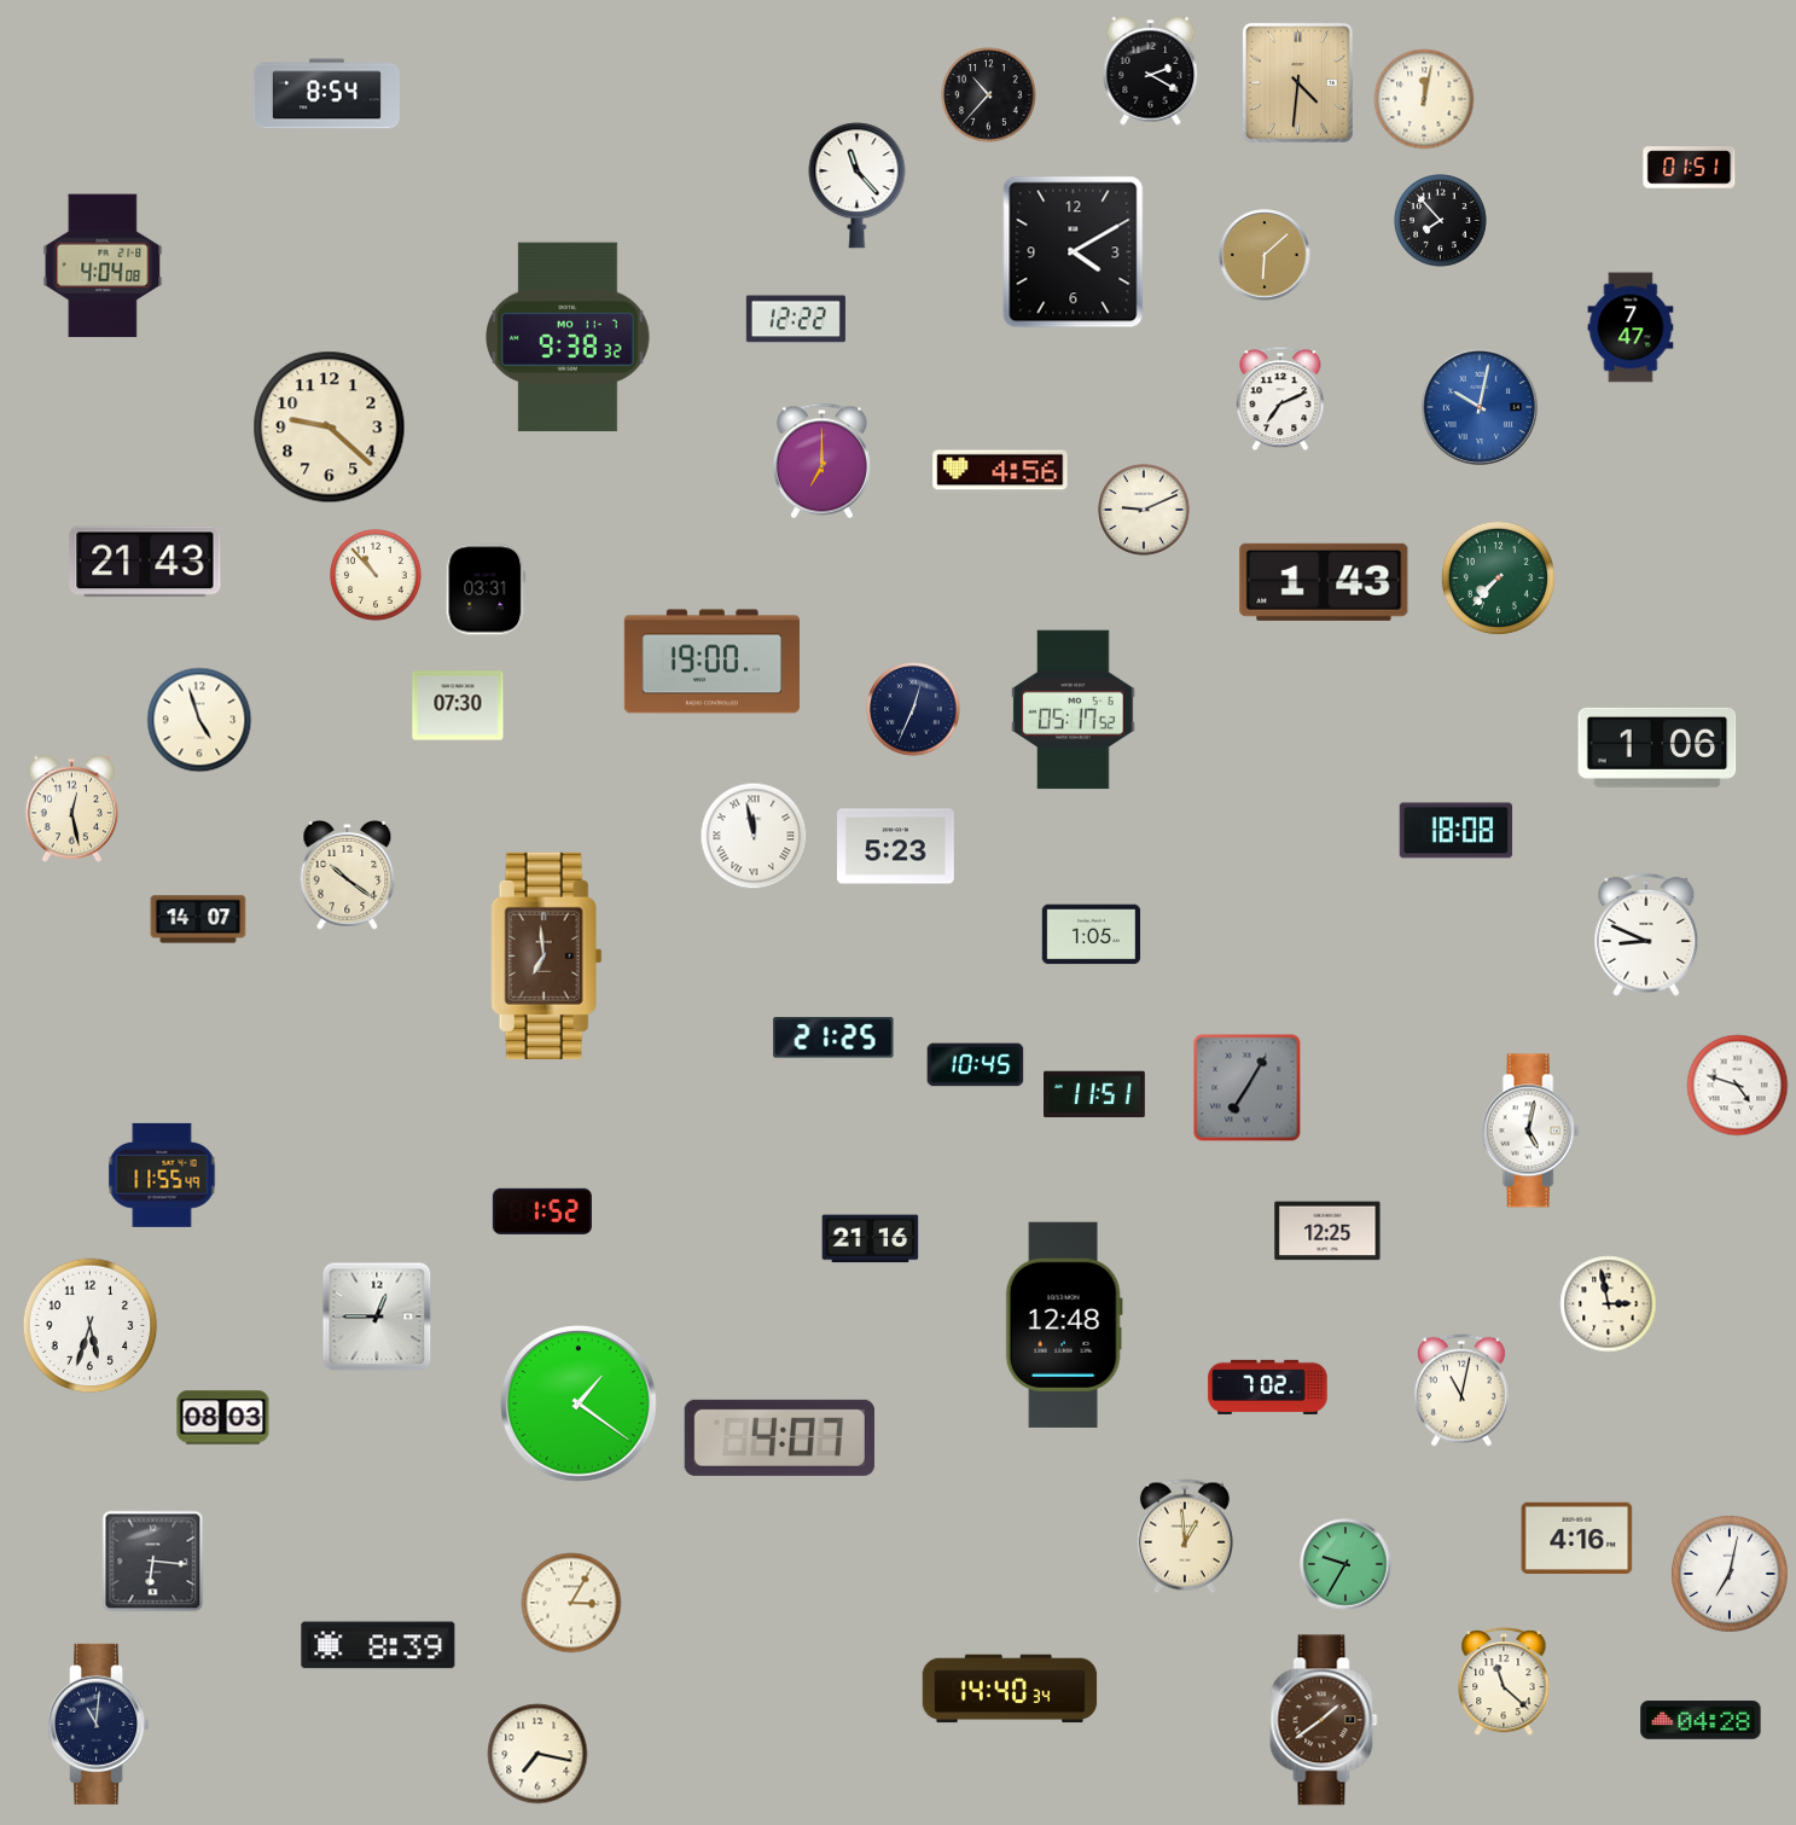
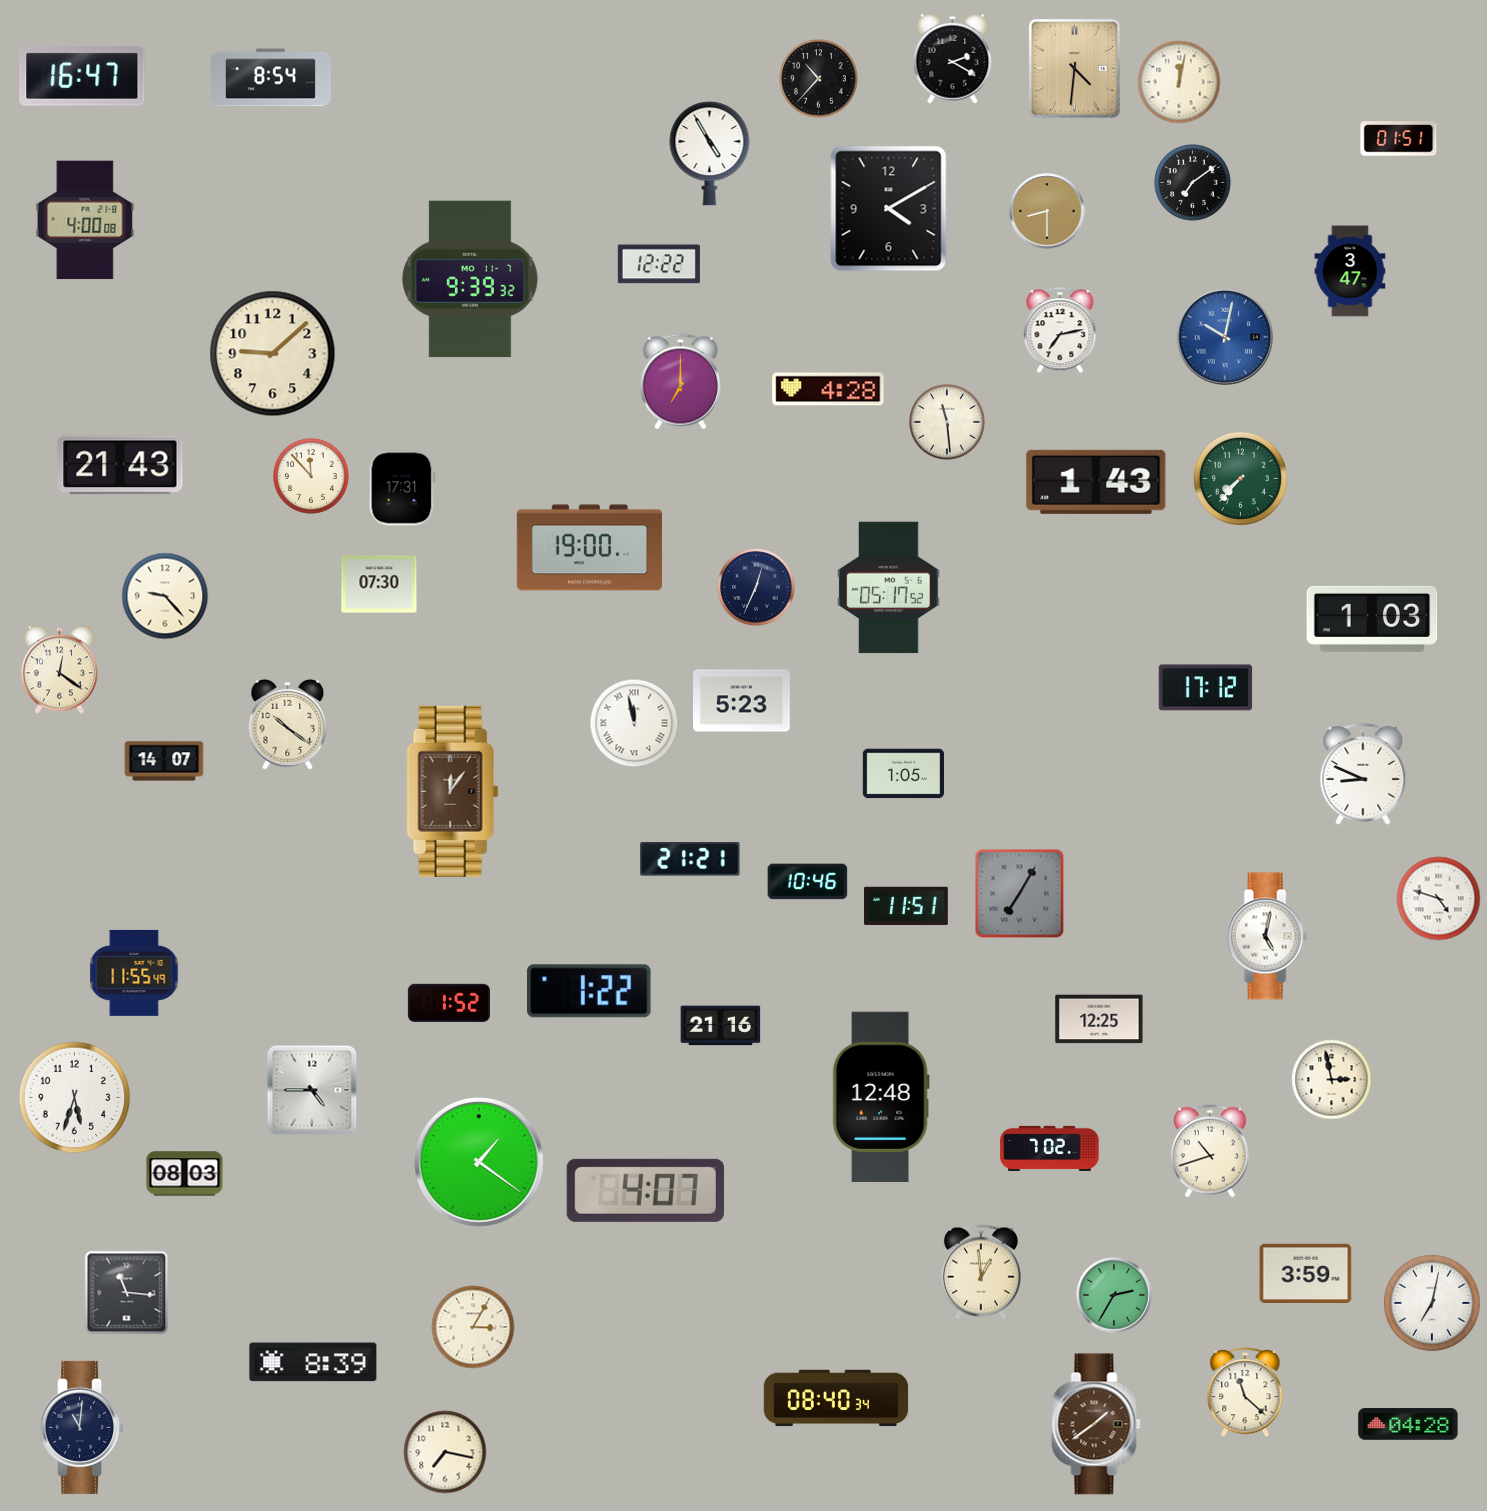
clock at (82, 76): none -> 16:47
clock at (858, 186): 11:23 -> 4:55
clock at (1441, 221): 7:53 -> 7:09
clock at (1265, 255): 6:08 -> 8:30
clock at (103, 266): 4:04 -> 4:00
clock at (1631, 327): 7:47 -> 3:47
clock at (568, 337): 9:38 -> 9:39
clock at (1280, 399): 7:11 -> 7:13
clock at (330, 428): 9:22 -> 9:08
clock at (1000, 470): 4:56 -> 4:28
clock at (1145, 511): 9:11 -> 11:29
clock at (377, 576): 10:53 -> 11:53
clock at (486, 589): 03:31 -> 17:31
clock at (199, 720): 4:57 -> 9:23
clock at (1657, 748): 1:06 -> 1:03
clock at (72, 809): 12:28 -> 12:21
clock at (1457, 831): 18:08 -> 17:12
clock at (754, 836) position: (754, 836) -> (634, 723)
clock at (547, 955): 6:59 -> 12:06
clock at (833, 1038): 21:25 -> 21:21
clock at (976, 1065): 10:45 -> 10:46
clock at (1248, 1088) position: (1248, 1088) -> (1020, 894)
clock at (590, 991): none -> 1:22
clock at (377, 1317): 12:45 -> 4:45
clock at (1461, 1390): 11:02 -> 10:42
clock at (1577, 1538): 4:16 -> 3:59
clock at (153, 1562): 6:16 -> 11:16
clock at (1345, 1564): 9:35 -> 2:35
clock at (1010, 1689): 14:40 -> 08:40
